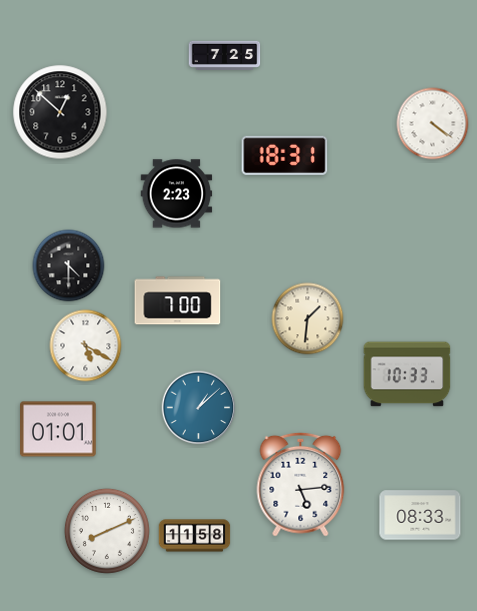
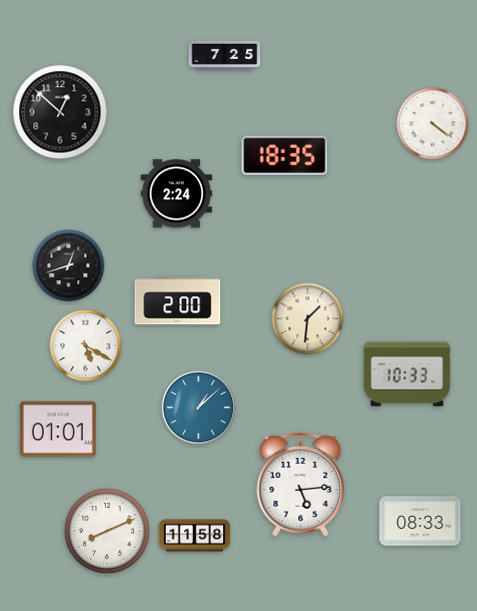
clock at (285, 155): 18:31 -> 18:35
clock at (177, 194): 2:23 -> 2:24
clock at (69, 266): 4:30 -> 12:42
clock at (178, 301): 7:00 -> 2:00
clock at (420, 515) position: (420, 515) -> (420, 521)
